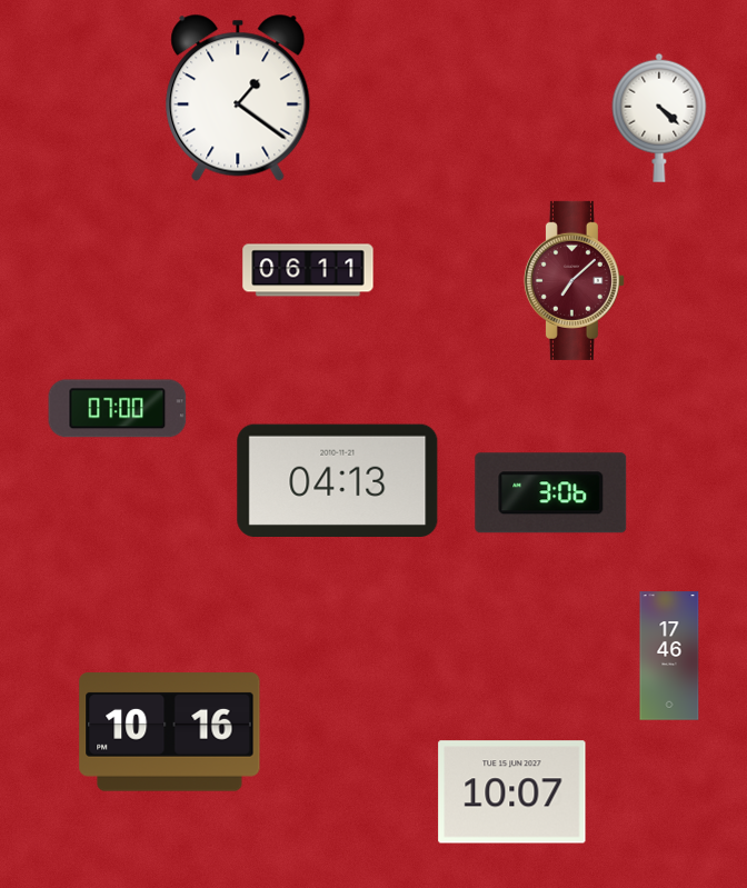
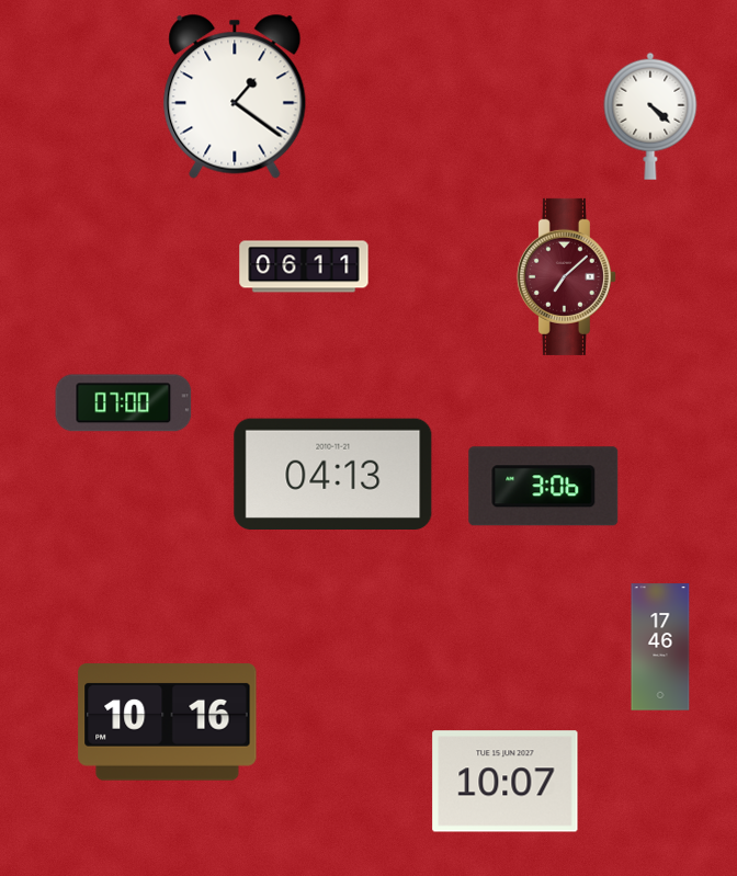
clock at (118, 409) position: (118, 409) -> (124, 403)
